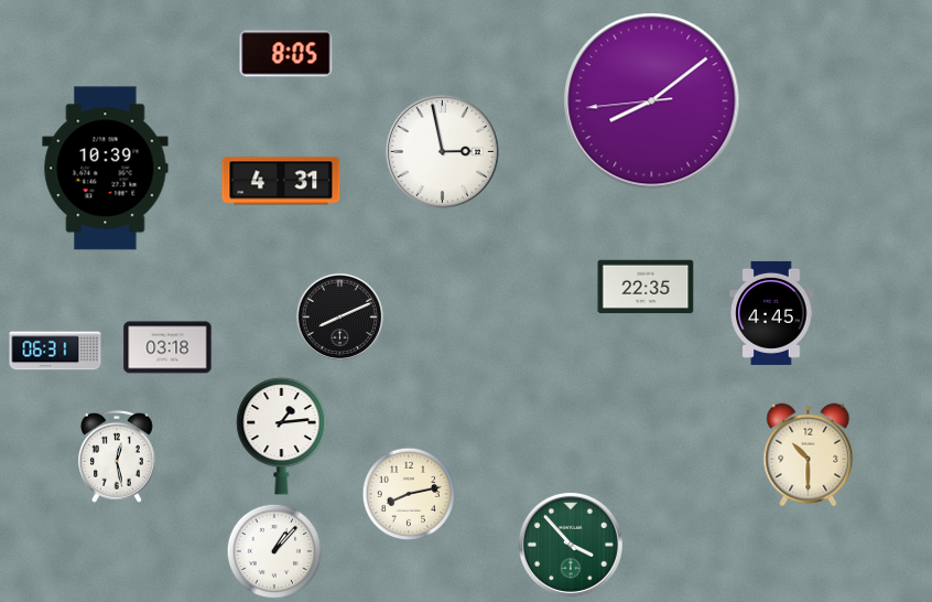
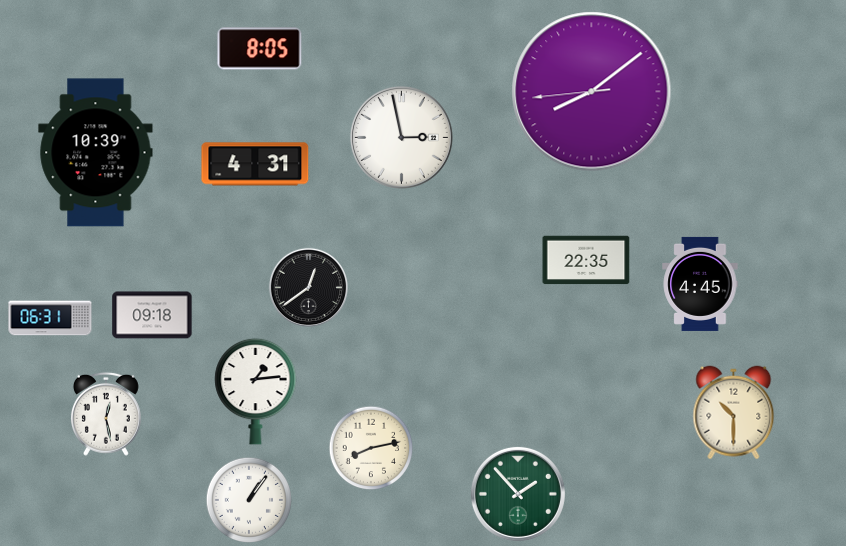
clock at (339, 316): 8:11 -> 12:39
clock at (167, 347): 03:18 -> 09:18
clock at (282, 436) position: (282, 436) -> (256, 391)
clock at (571, 545): 3:53 -> 1:53
clock at (273, 550): 1:07 -> 1:06
